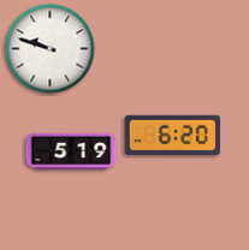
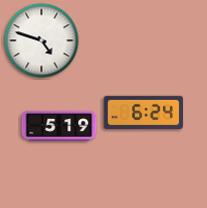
clock at (51, 49): 9:48 -> 4:48
clock at (173, 135): 6:20 -> 6:24
